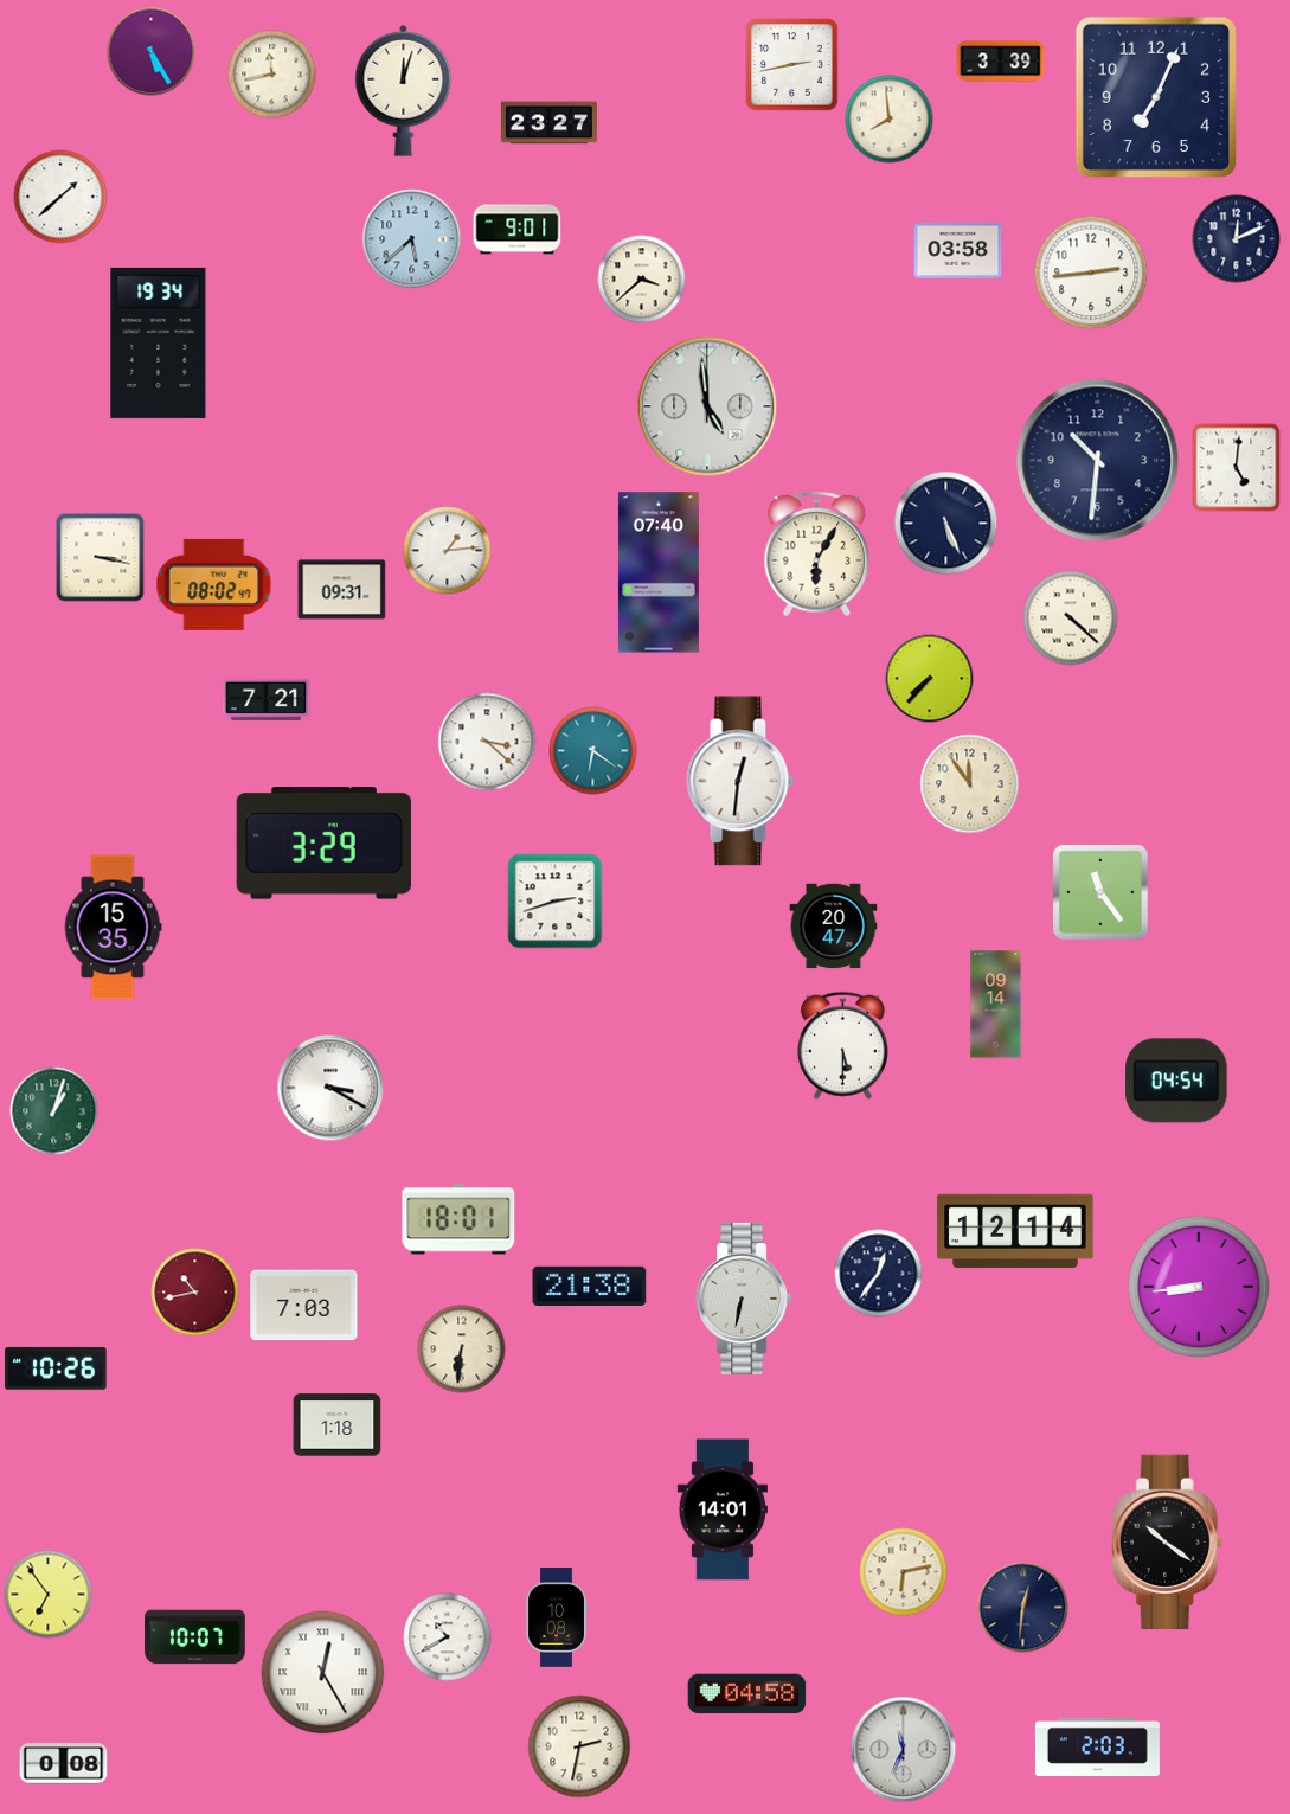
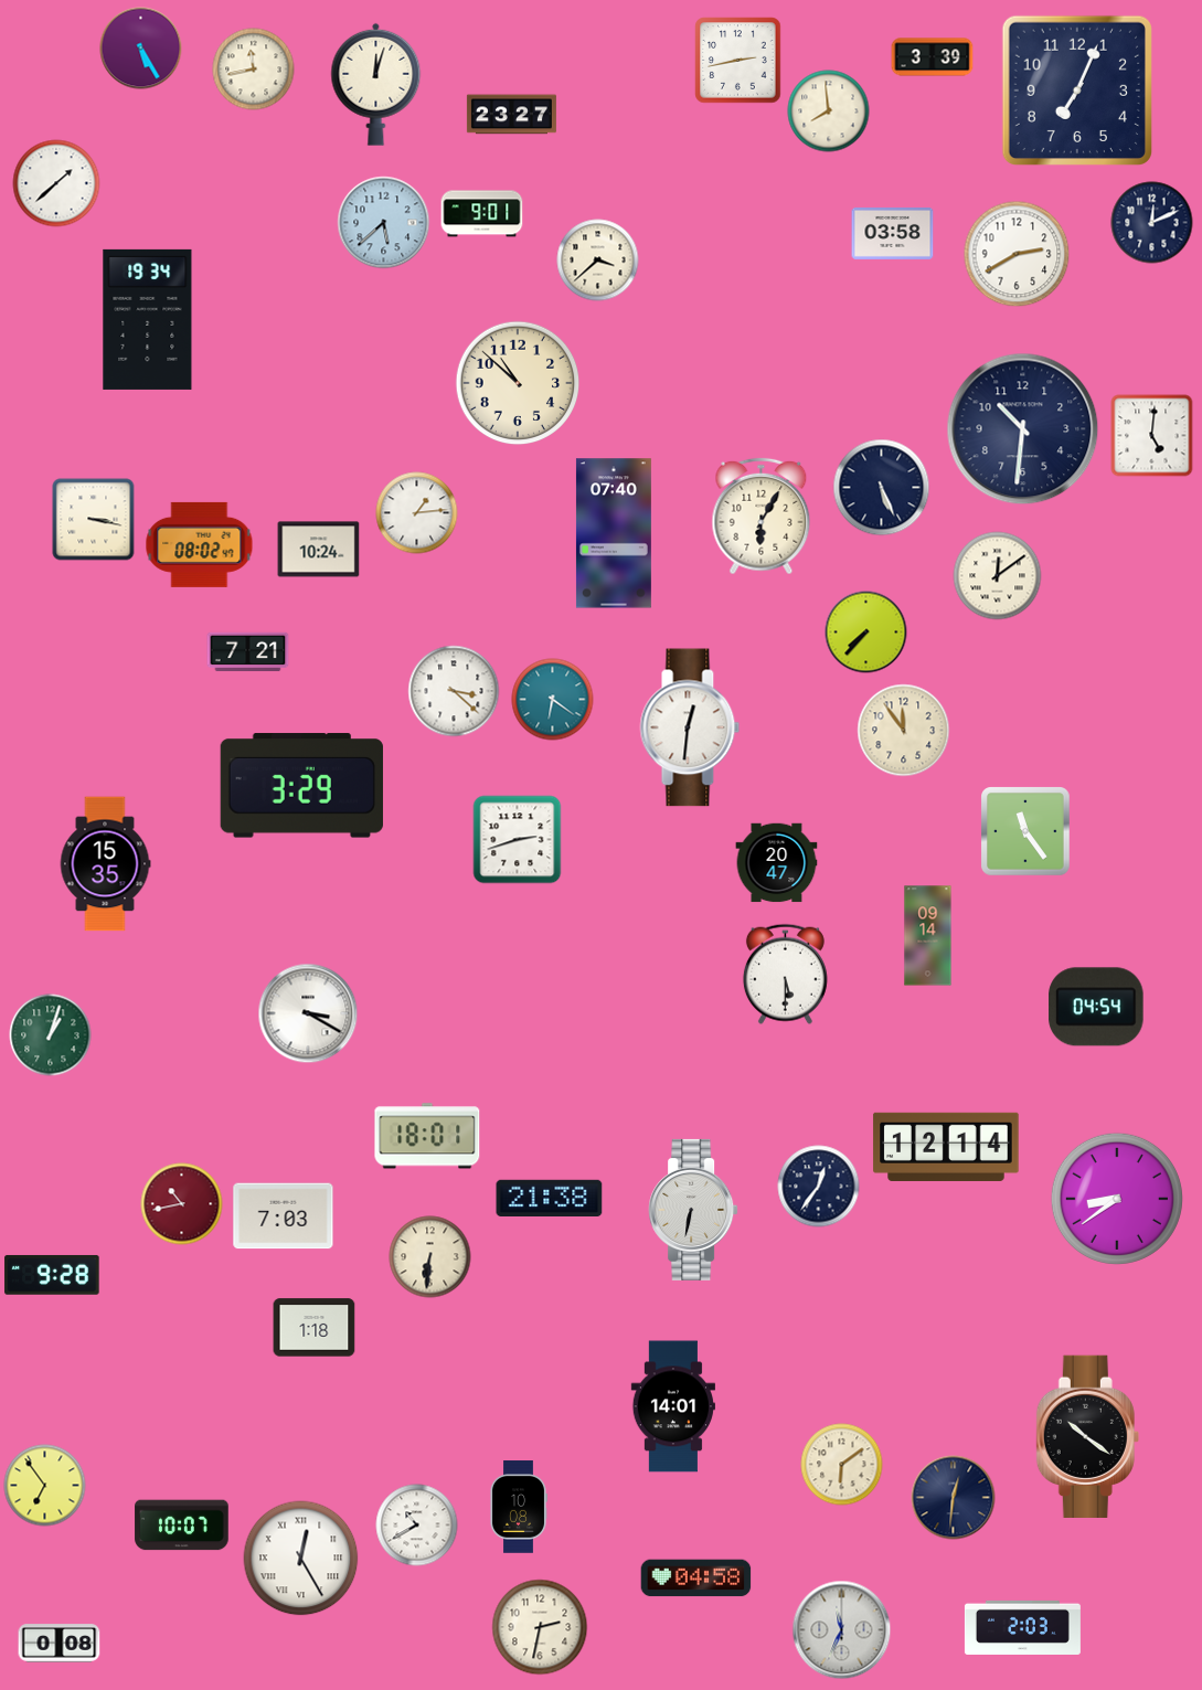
clock at (1091, 273): 2:44 -> 2:40
clock at (707, 406): 4:59 -> none
clock at (518, 383): none -> 10:52
clock at (342, 590): 09:31 -> 10:24
clock at (1071, 618): 4:22 -> 12:09
clock at (1199, 1287): 8:44 -> 8:39
clock at (56, 1368): 10:26 -> 9:28
clock at (904, 1572): 6:13 -> 6:09
